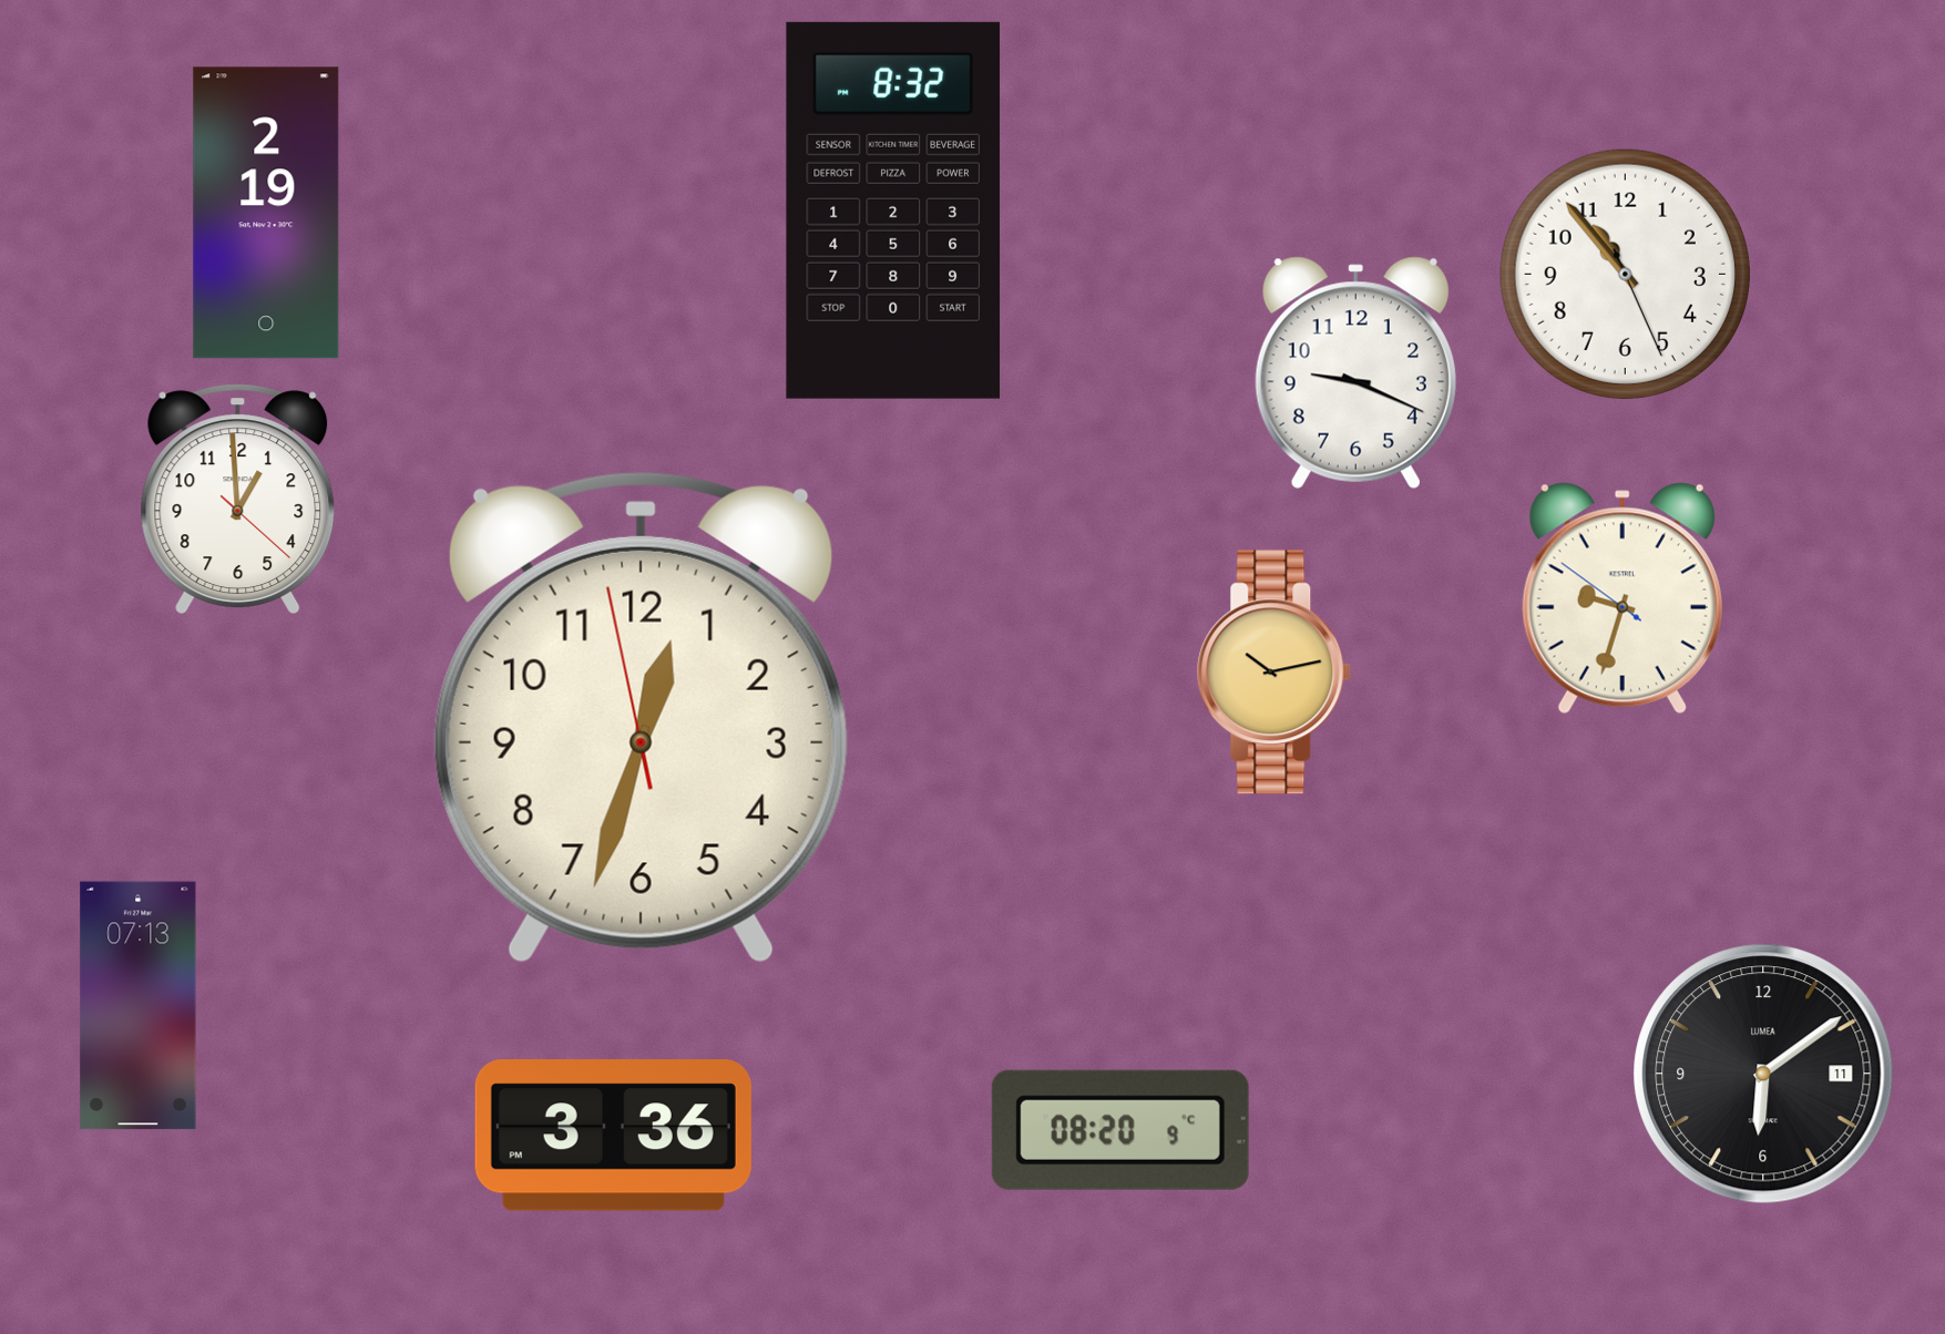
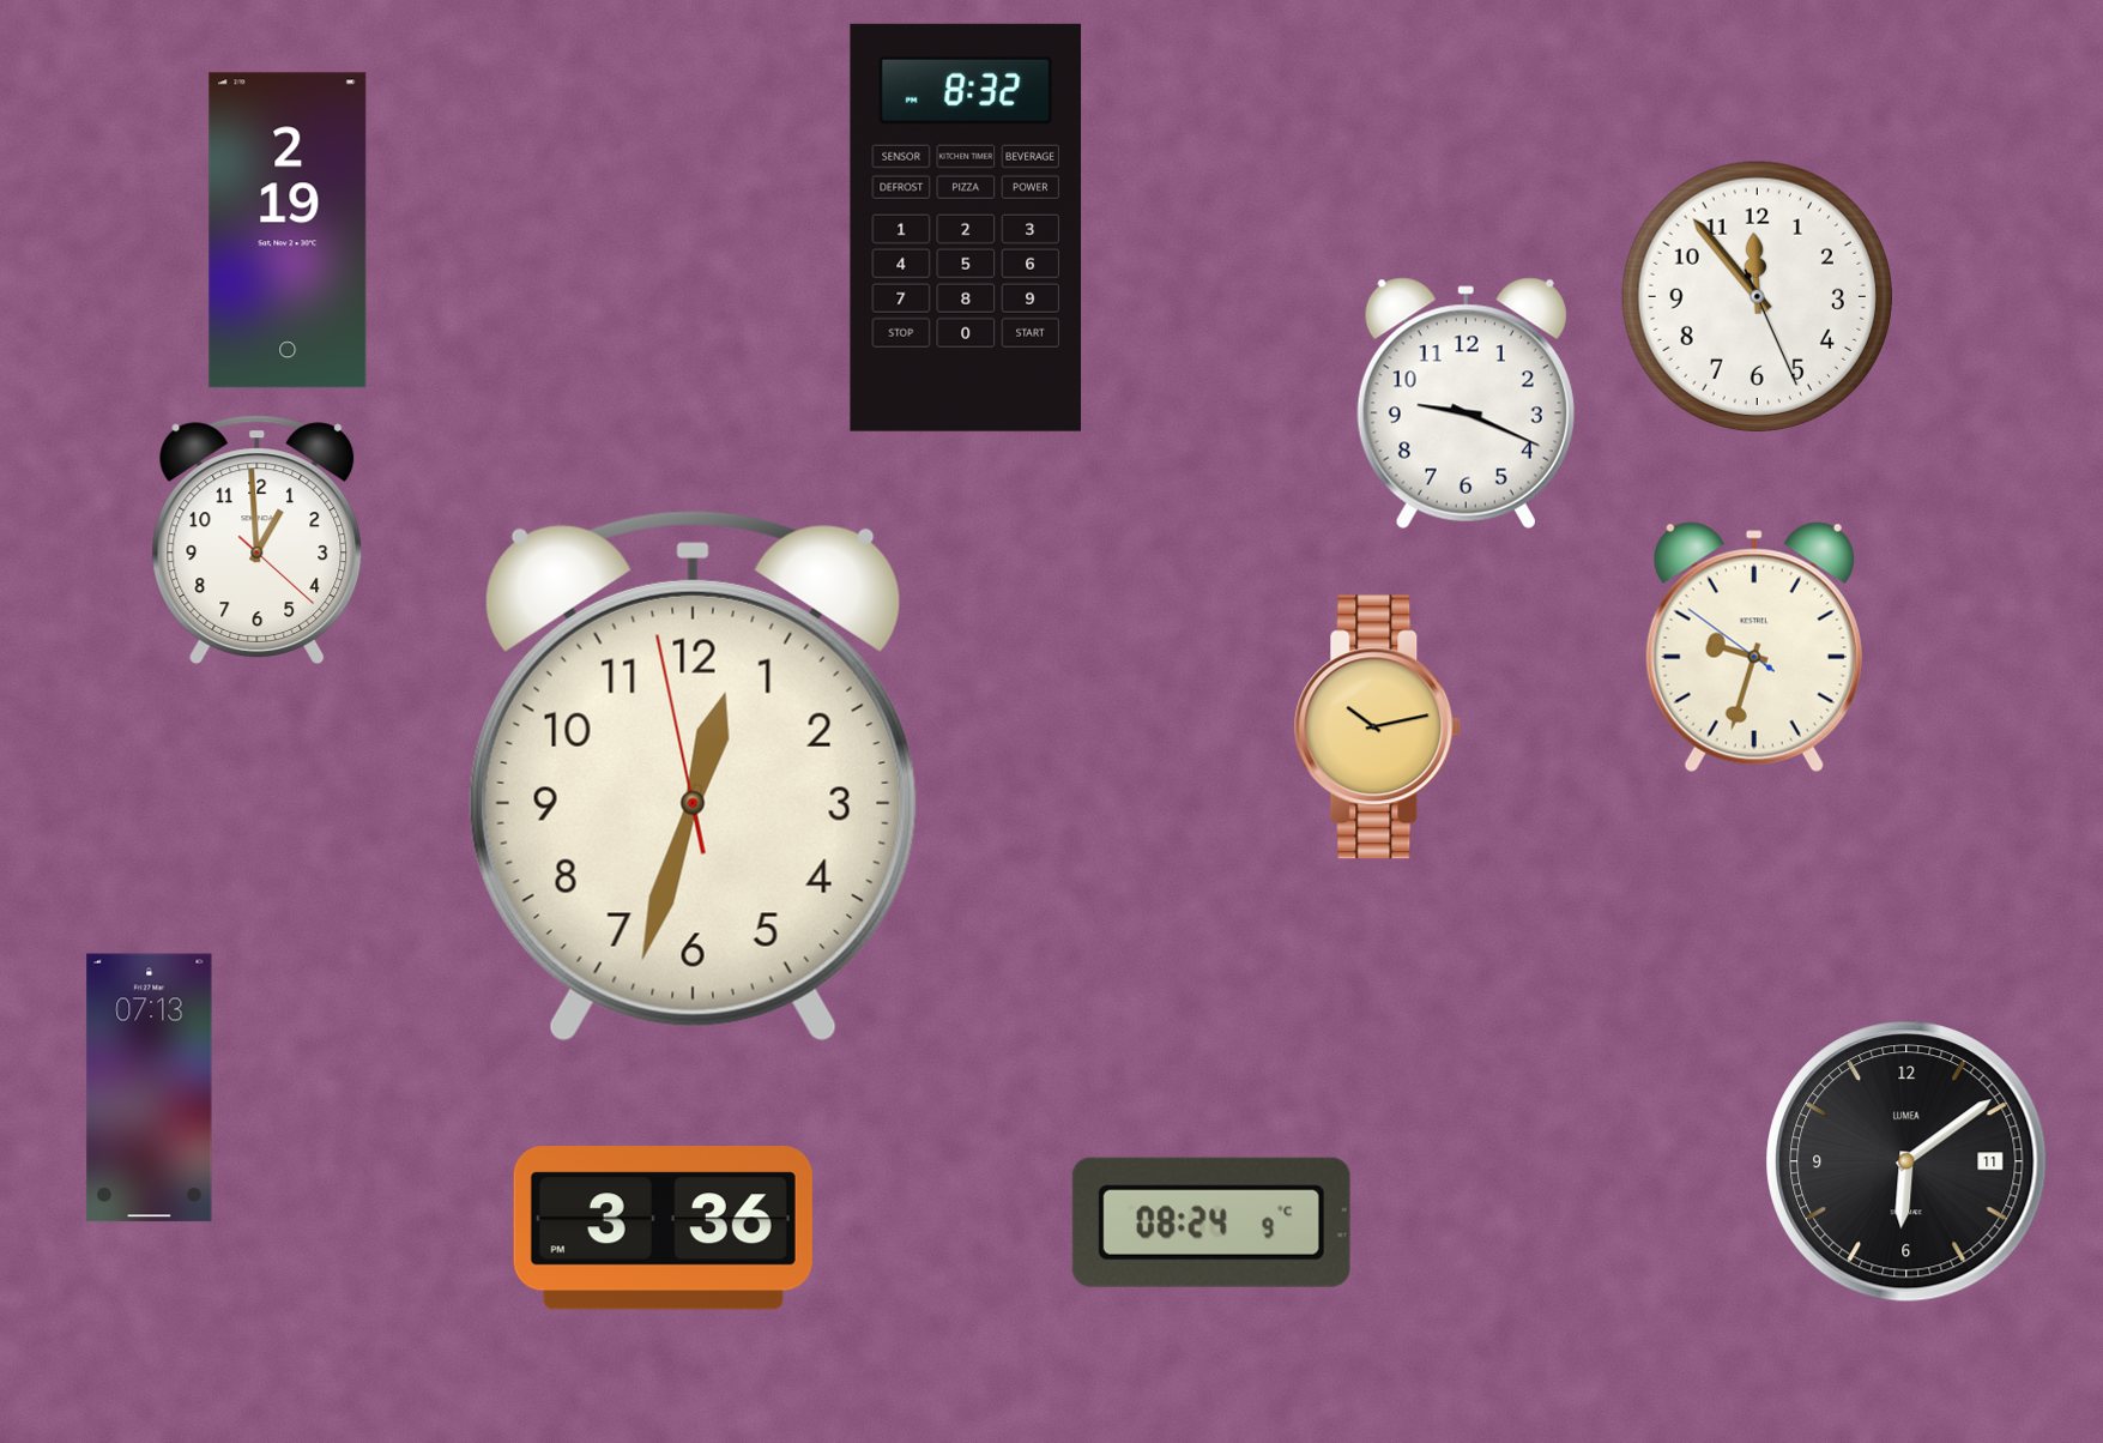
clock at (1625, 274): 10:53 -> 11:53
clock at (1120, 1130): 08:20 -> 08:24
